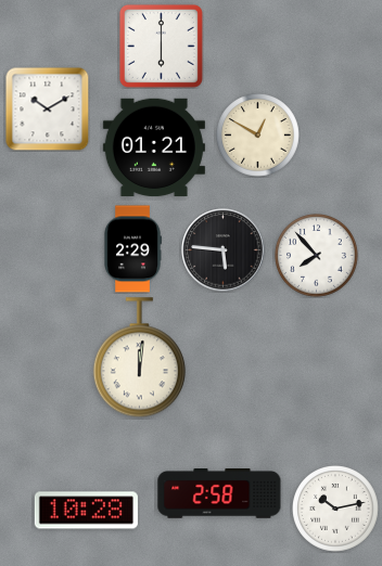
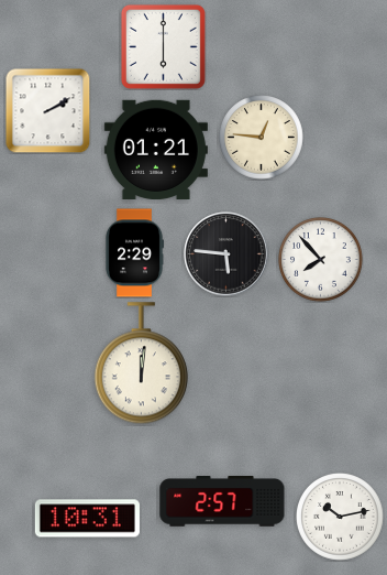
clock at (47, 108): 10:10 -> 2:10
clock at (258, 136): 12:50 -> 12:46
clock at (219, 494): 2:58 -> 2:57
clock at (86, 511): 10:28 -> 10:31
